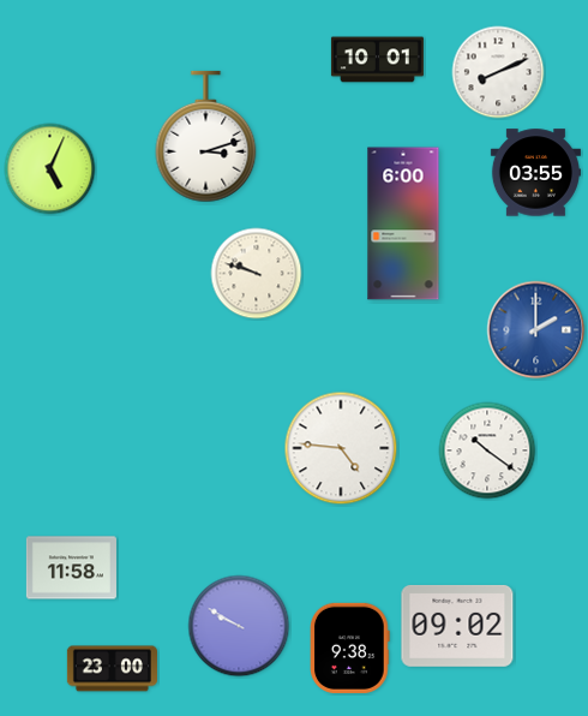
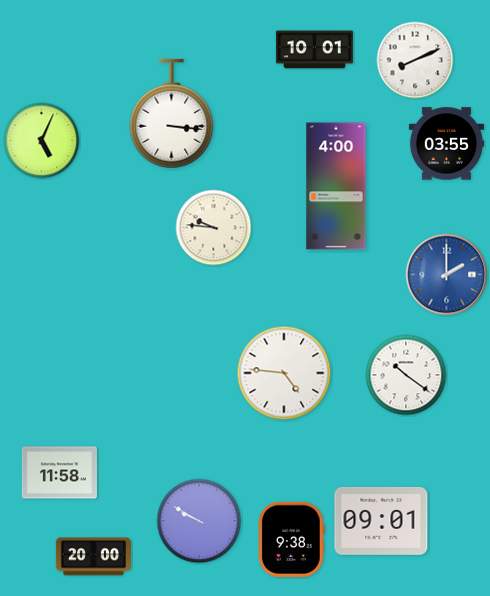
clock at (206, 137): 3:12 -> 3:16
clock at (403, 223): 6:00 -> 4:00
clock at (257, 274): 9:48 -> 9:46
clock at (457, 626): 09:02 -> 09:01
clock at (112, 669): 23:00 -> 20:00
